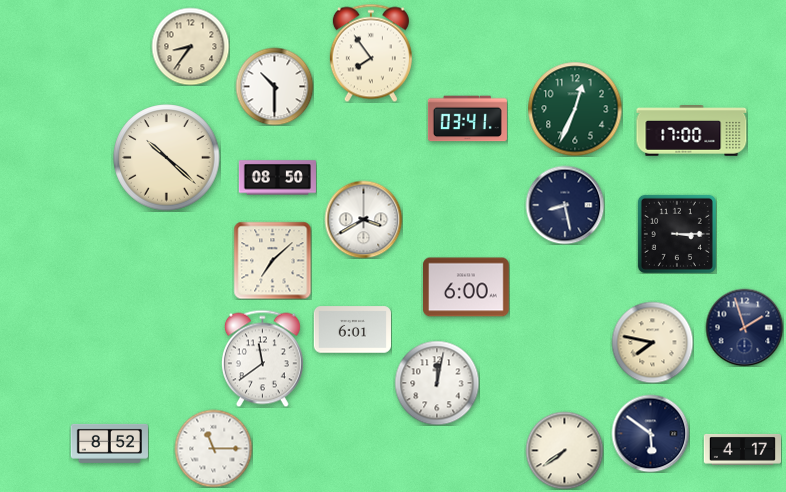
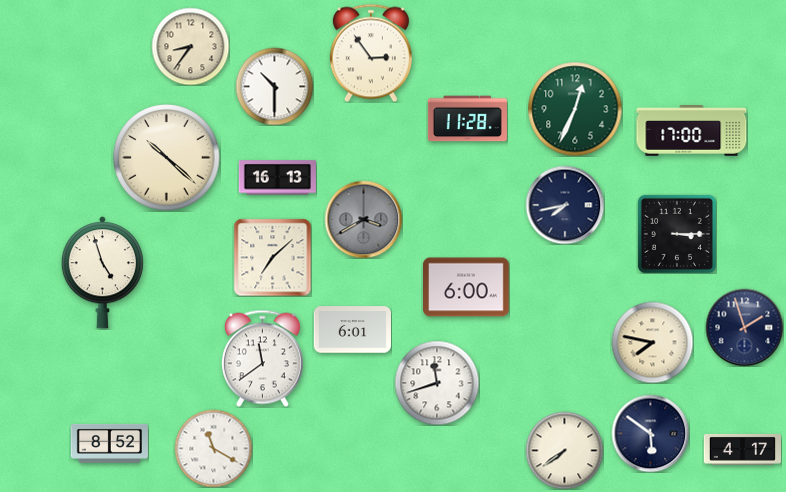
clock at (371, 53): 7:54 -> 2:54
clock at (467, 119): 03:41 -> 11:28
clock at (277, 178): 08:50 -> 16:13
clock at (565, 205): 8:28 -> 7:43
clock at (363, 219) dial: white -> grey
clock at (272, 260) position: (272, 260) -> (272, 257)
clock at (102, 273): none -> 4:57
clock at (437, 383): 12:02 -> 11:42
clock at (213, 448): 11:15 -> 11:20
